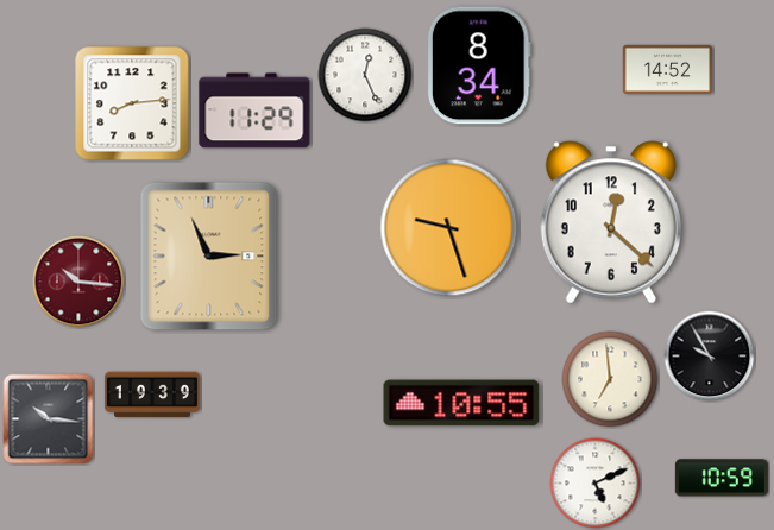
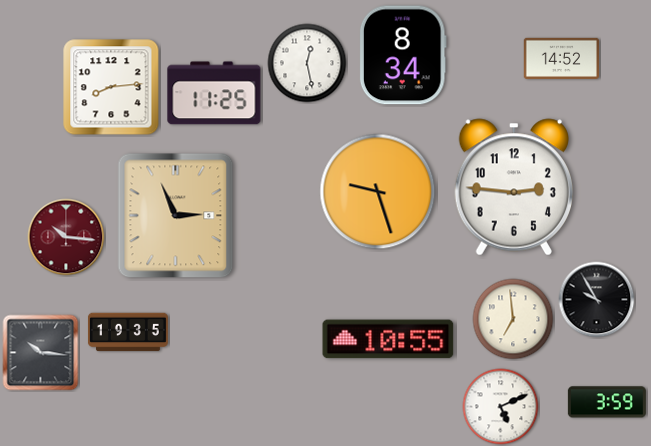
clock at (365, 75): 12:26 -> 12:28
clock at (254, 111): 11:29 -> 11:25
clock at (611, 222): 12:22 -> 2:46
clock at (152, 395): 19:39 -> 19:35
clock at (722, 478): 10:59 -> 3:59
